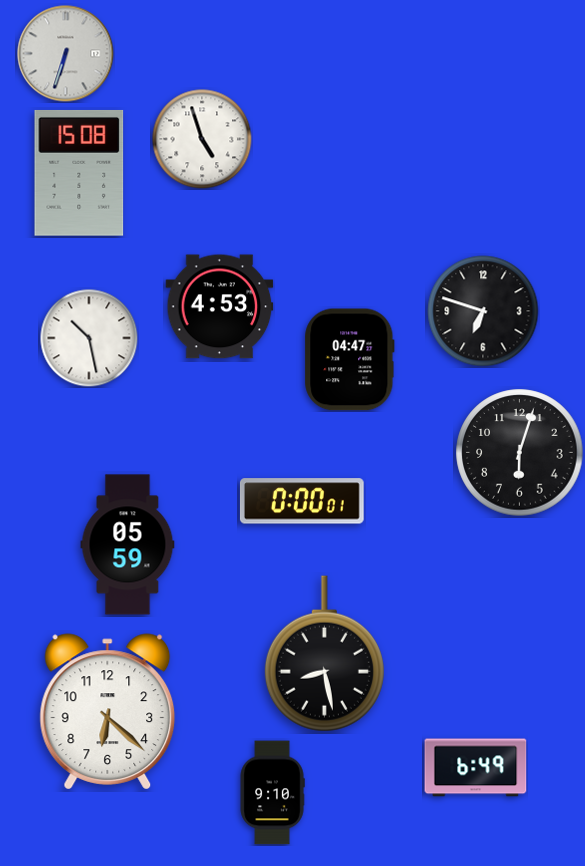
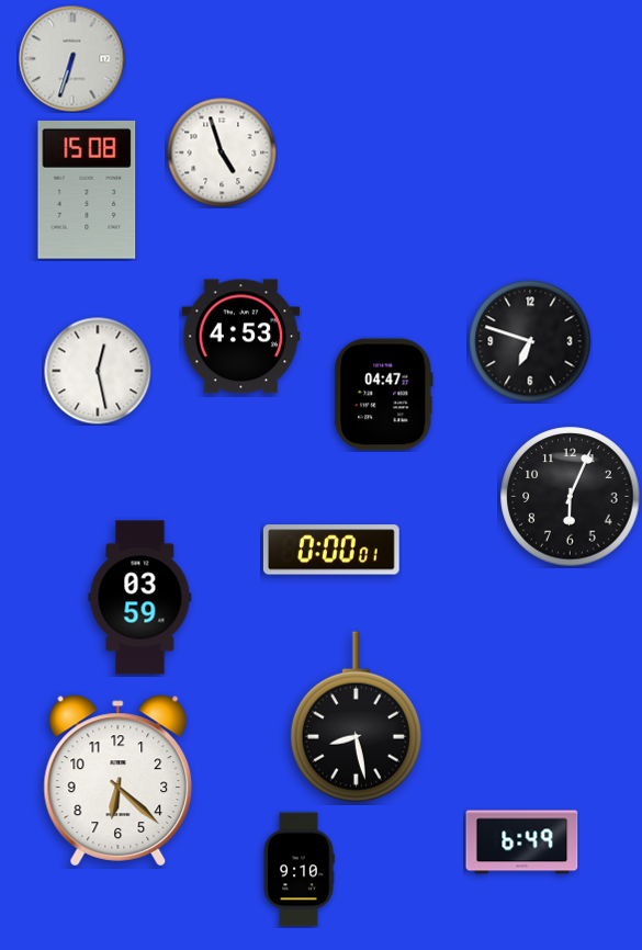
clock at (89, 338): 10:28 -> 12:28
clock at (520, 453): 6:03 -> 6:04
clock at (128, 545): 05:59 -> 03:59
